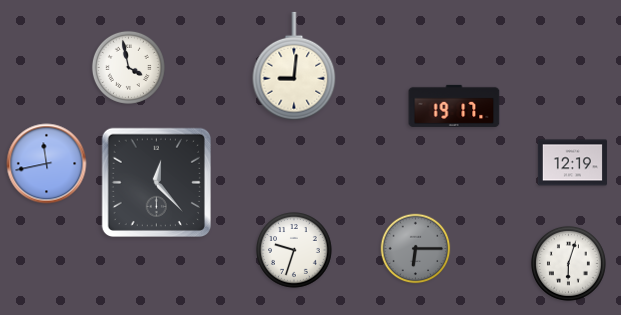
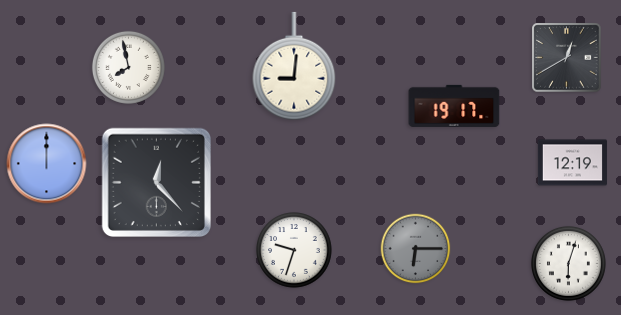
clock at (567, 58): none -> 12:40
clock at (128, 67): 3:58 -> 7:58
clock at (47, 164): 11:43 -> 12:00
